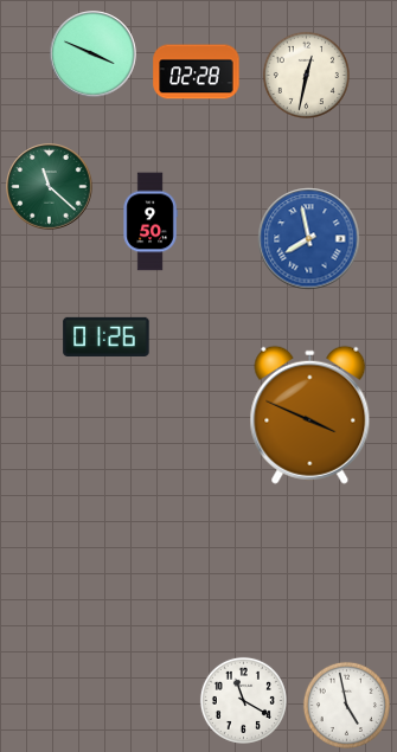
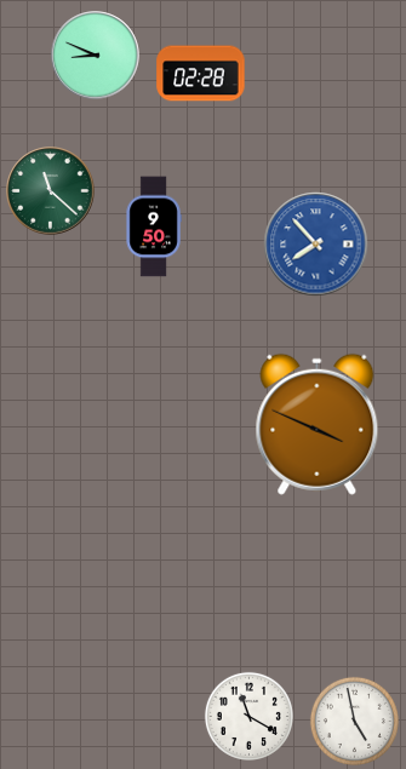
clock at (94, 54): 3:49 -> 8:49
clock at (306, 75): 12:32 -> none
clock at (309, 239): 7:58 -> 7:53
clock at (107, 336): 01:26 -> none
